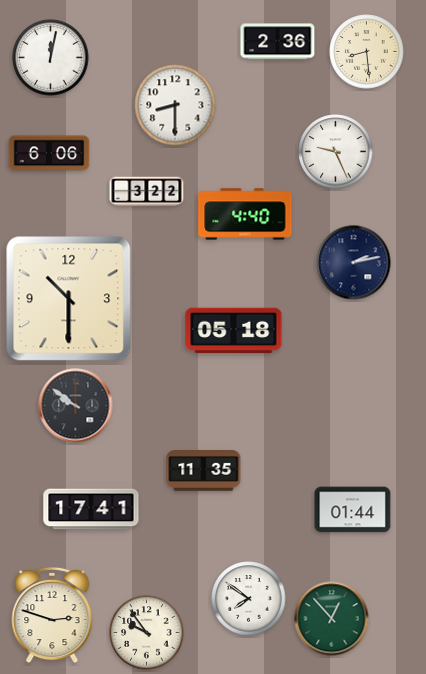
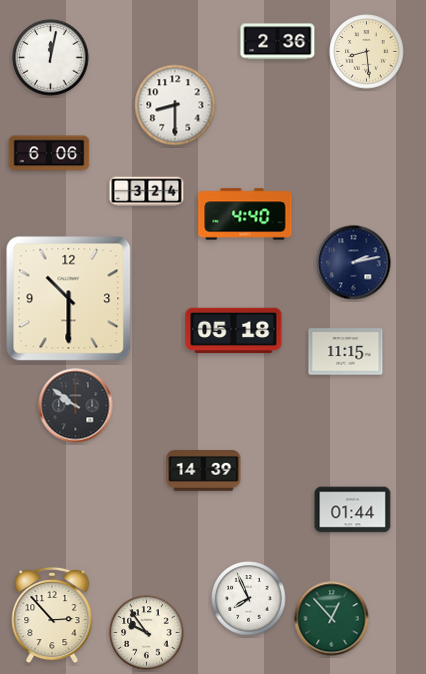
clock at (336, 152): 9:26 -> none
clock at (147, 192): 3:22 -> 3:24
clock at (346, 352): none -> 11:15
clock at (204, 471): 11:35 -> 14:39
clock at (91, 509): 17:41 -> none
clock at (249, 599): 7:51 -> 7:56
clock at (52, 615): 2:48 -> 2:53
